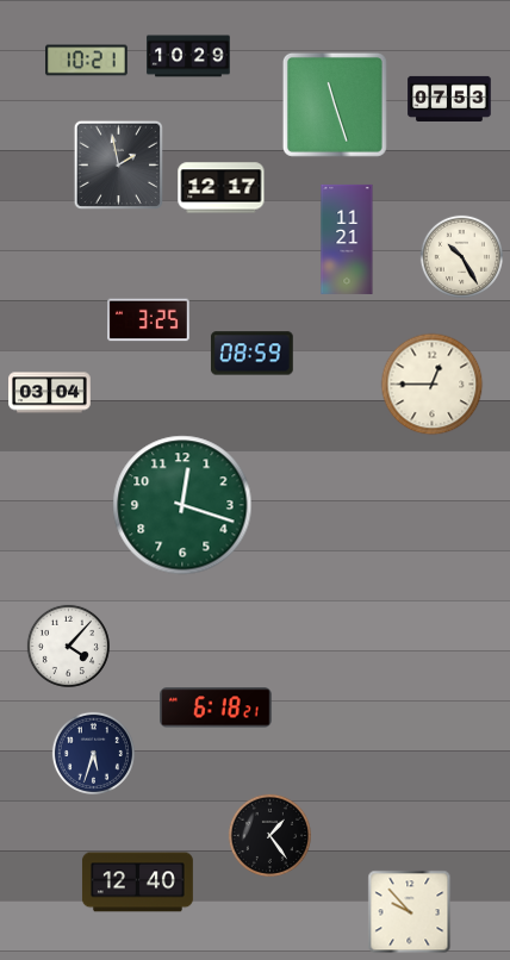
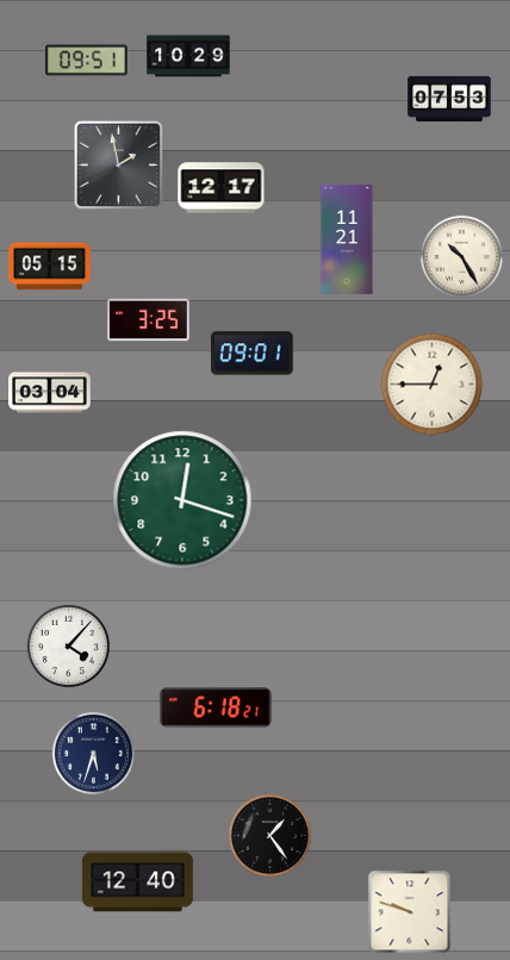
clock at (87, 61): 10:21 -> 09:51
clock at (335, 105): 11:27 -> none
clock at (50, 267): none -> 05:15
clock at (253, 354): 08:59 -> 09:01
clock at (182, 505) position: (182, 505) -> (182, 500)
clock at (410, 912): 9:53 -> 9:48
